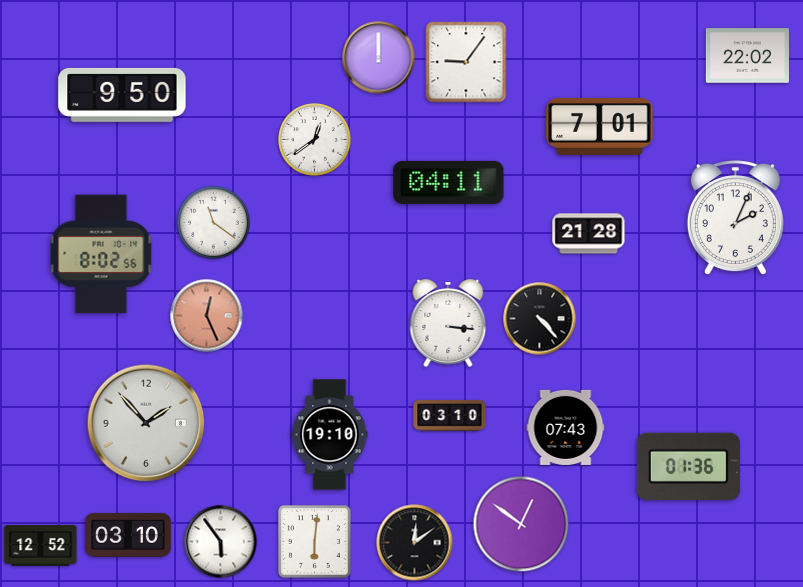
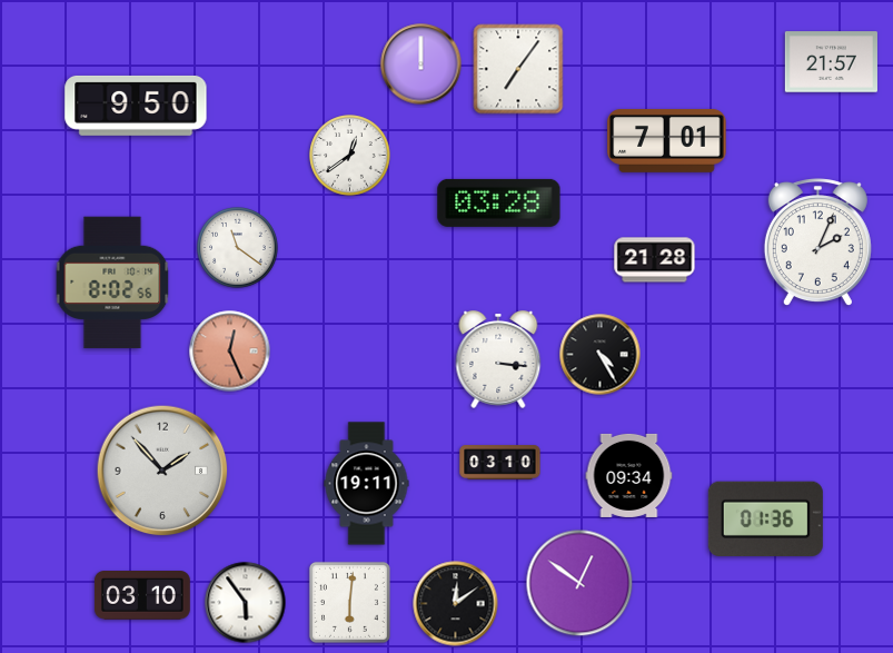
clock at (747, 56): 22:02 -> 21:57
clock at (466, 62): 9:06 -> 7:06
clock at (449, 182): 04:11 -> 03:28
clock at (540, 319): 4:23 -> 4:25
clock at (566, 427): 07:43 -> 09:34
clock at (330, 435): 19:10 -> 19:11
clock at (415, 543) position: (415, 543) -> (456, 604)
clock at (41, 546): 12:52 -> none
